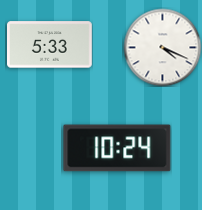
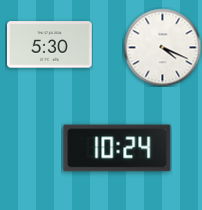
clock at (50, 45): 5:33 -> 5:30
